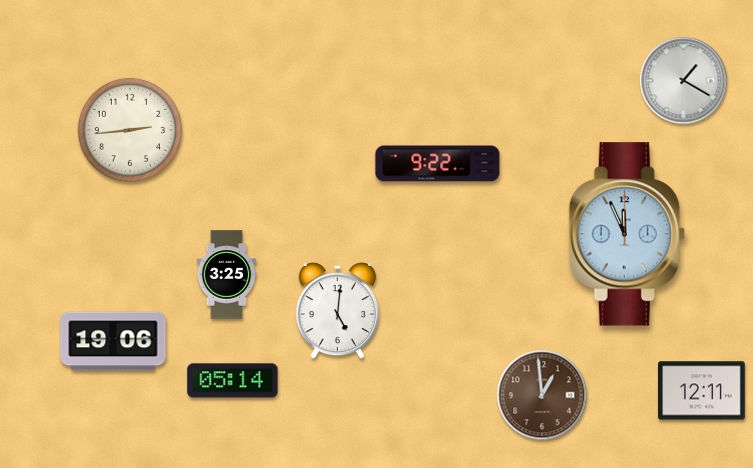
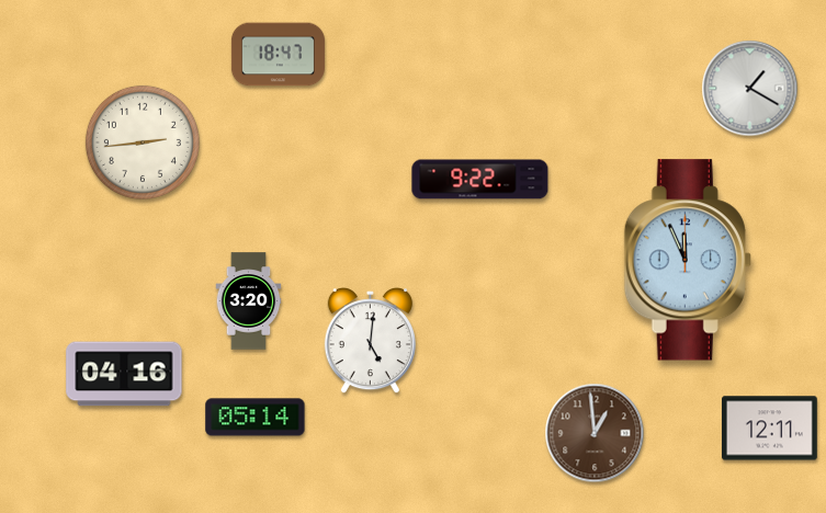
clock at (278, 55): none -> 18:47
clock at (627, 234) position: (627, 234) -> (688, 260)
clock at (227, 275): 3:25 -> 3:20
clock at (113, 341): 19:06 -> 04:16
